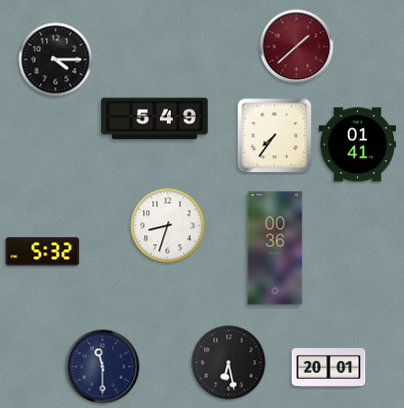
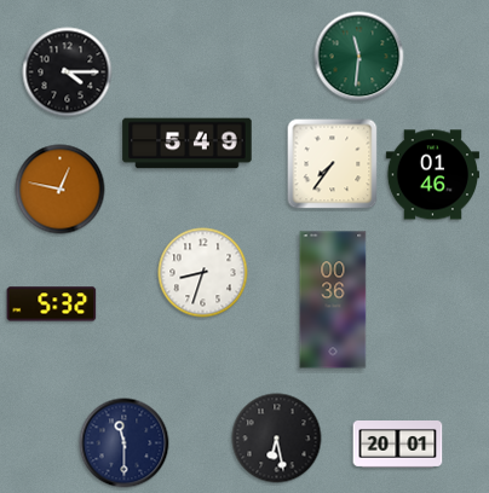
clock at (297, 47): 1:38 -> 11:31
clock at (297, 47) dial: burgundy -> green
clock at (357, 145): 01:41 -> 01:46
clock at (61, 190): none -> 12:47
